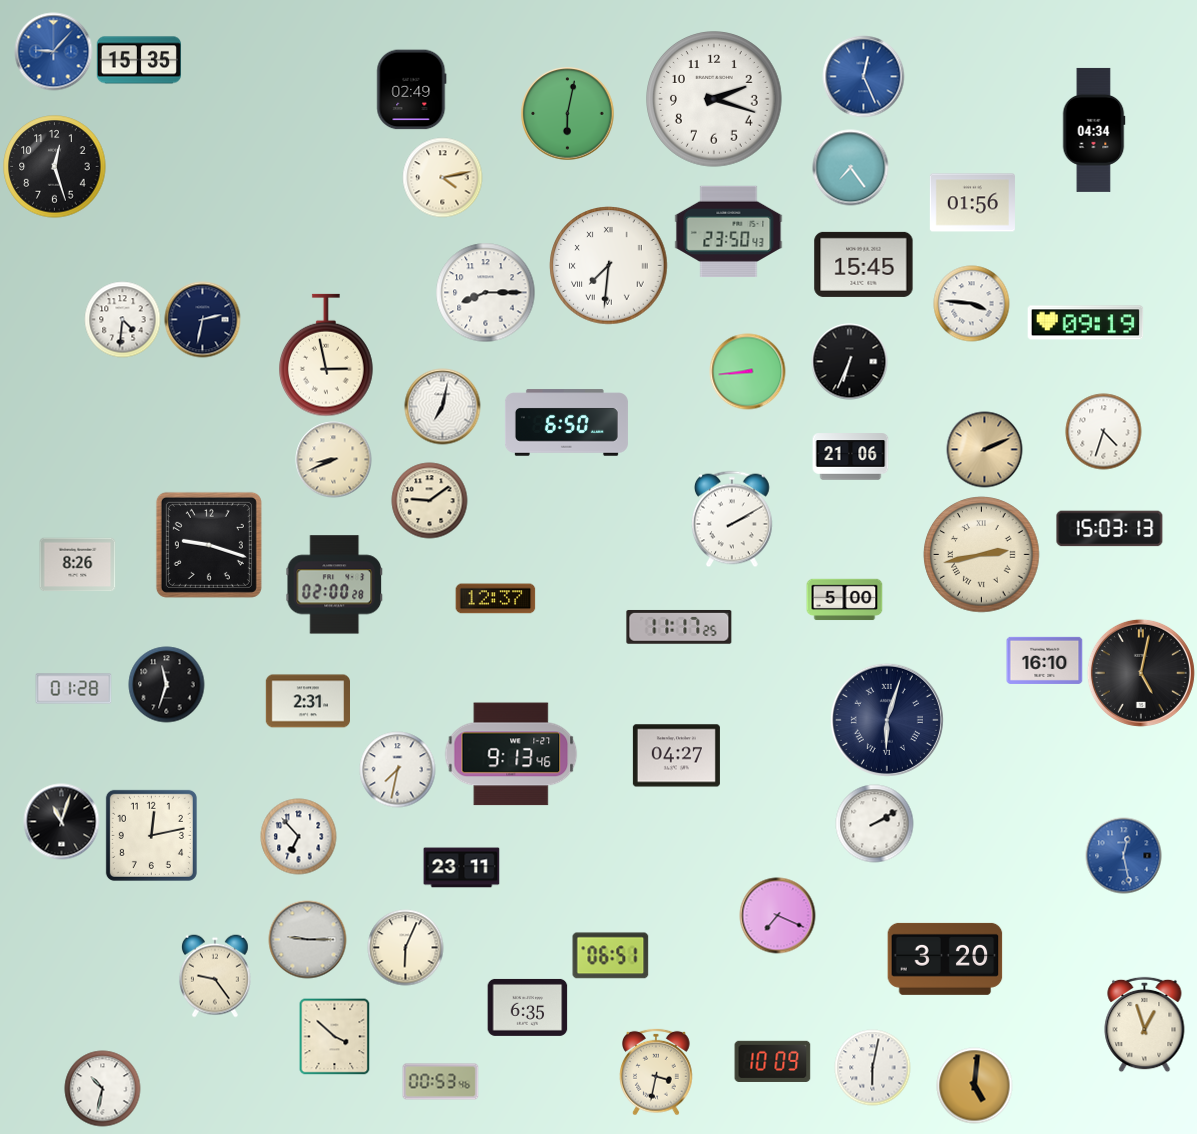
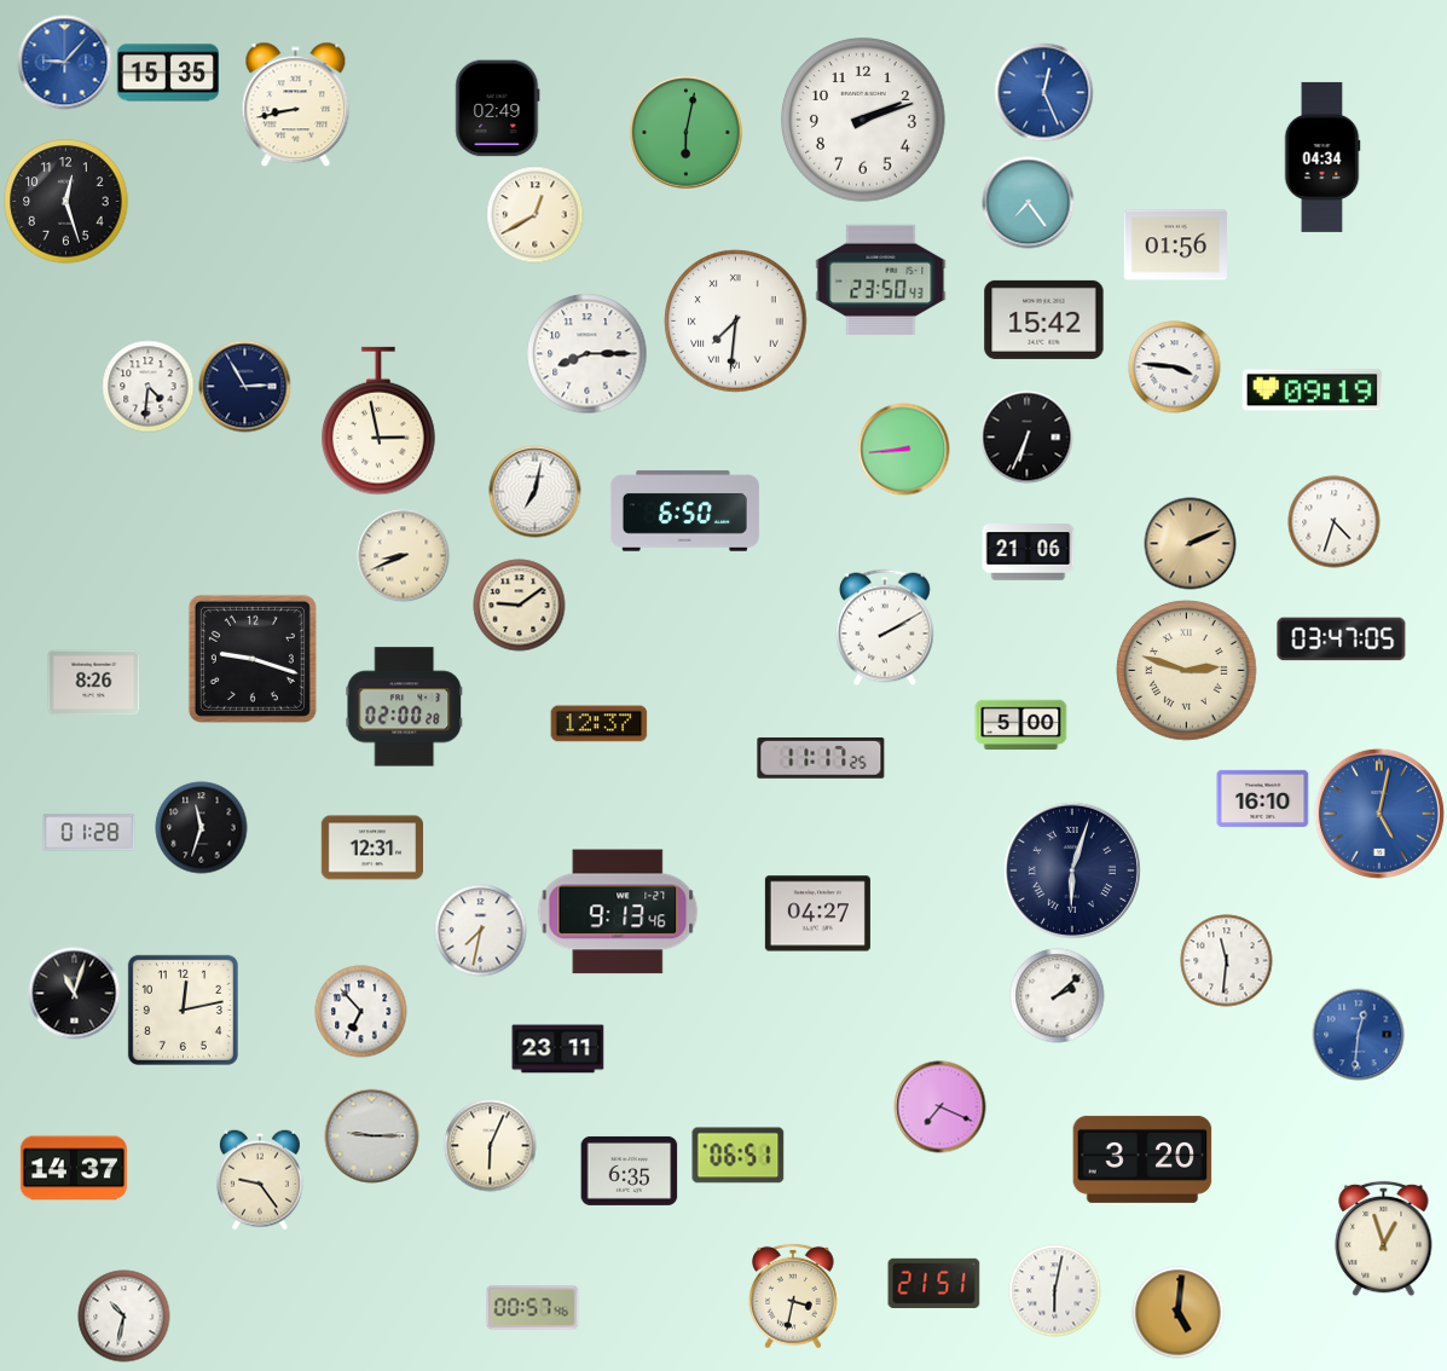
clock at (296, 105): none -> 8:43
clock at (715, 100): 2:18 -> 2:12
clock at (568, 114) position: (568, 114) -> (687, 133)
clock at (443, 178): 4:13 -> 12:40
clock at (864, 264): 15:45 -> 15:42
clock at (203, 320): 2:32 -> 2:55
clock at (327, 355) position: (327, 355) -> (380, 421)
clock at (1110, 529): 15:03 -> 03:47
clock at (982, 555): 2:43 -> 2:48
clock at (1141, 673) dial: black -> blue
clock at (307, 701): 2:31 -> 12:31
clock at (1227, 961): none -> 11:31
clock at (875, 824): 2:10 -> 2:08
clock at (1124, 856): 12:28 -> 12:31
clock at (74, 1168): none -> 14:37
clock at (528, 1007) position: (528, 1007) -> (630, 1170)
clock at (335, 1036): 3:52 -> none
clock at (773, 1061): 10:09 -> 21:51
clock at (441, 1082): 00:53 -> 00:57
